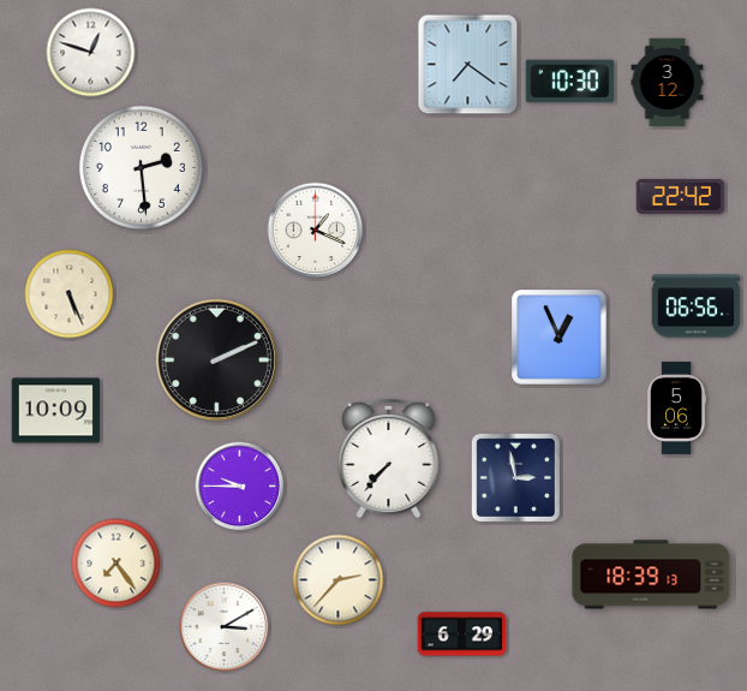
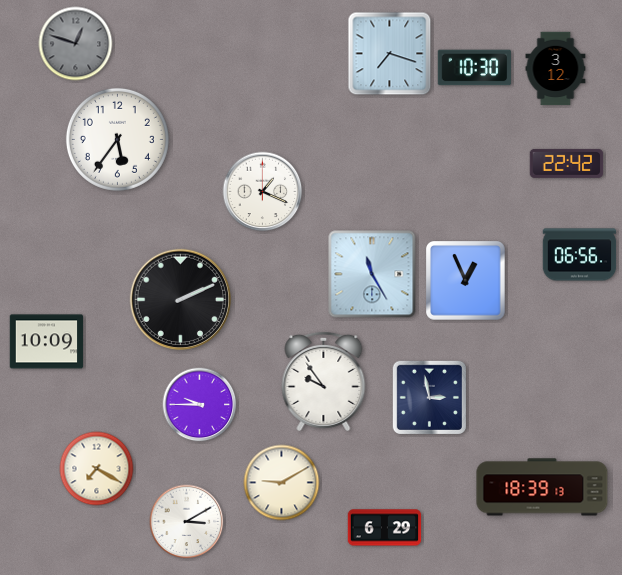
clock at (91, 53) dial: white -> grey
clock at (468, 65): 7:21 -> 7:18
clock at (141, 167): 2:29 -> 5:36
clock at (70, 294): 5:26 -> none
clock at (372, 274): none -> 11:25
clock at (676, 407): 5:06 -> none
clock at (389, 458): 7:37 -> 9:54
clock at (116, 564): 7:24 -> 7:20
clock at (651, 574) position: (651, 574) -> (542, 487)
clock at (339, 580): 2:37 -> 9:10
